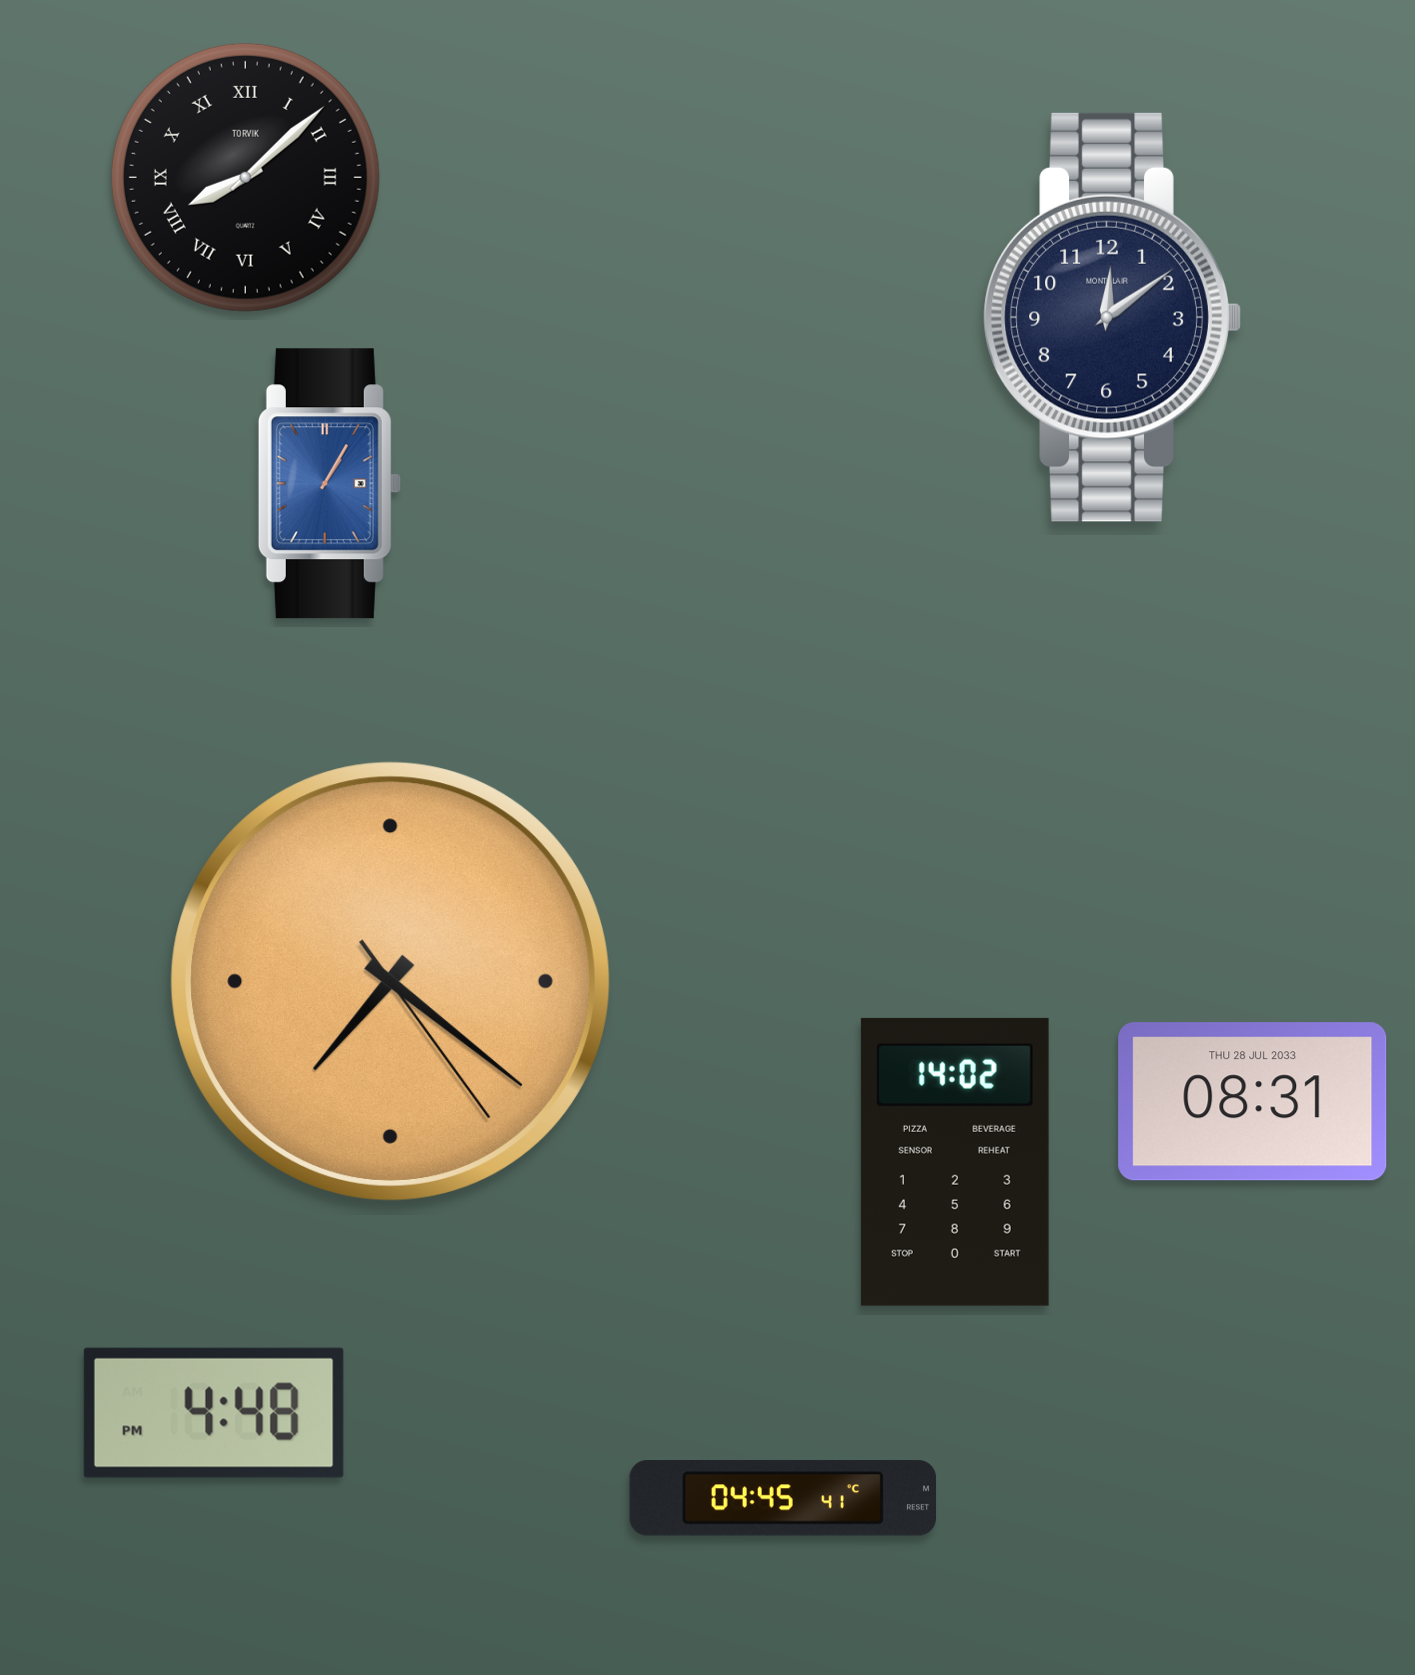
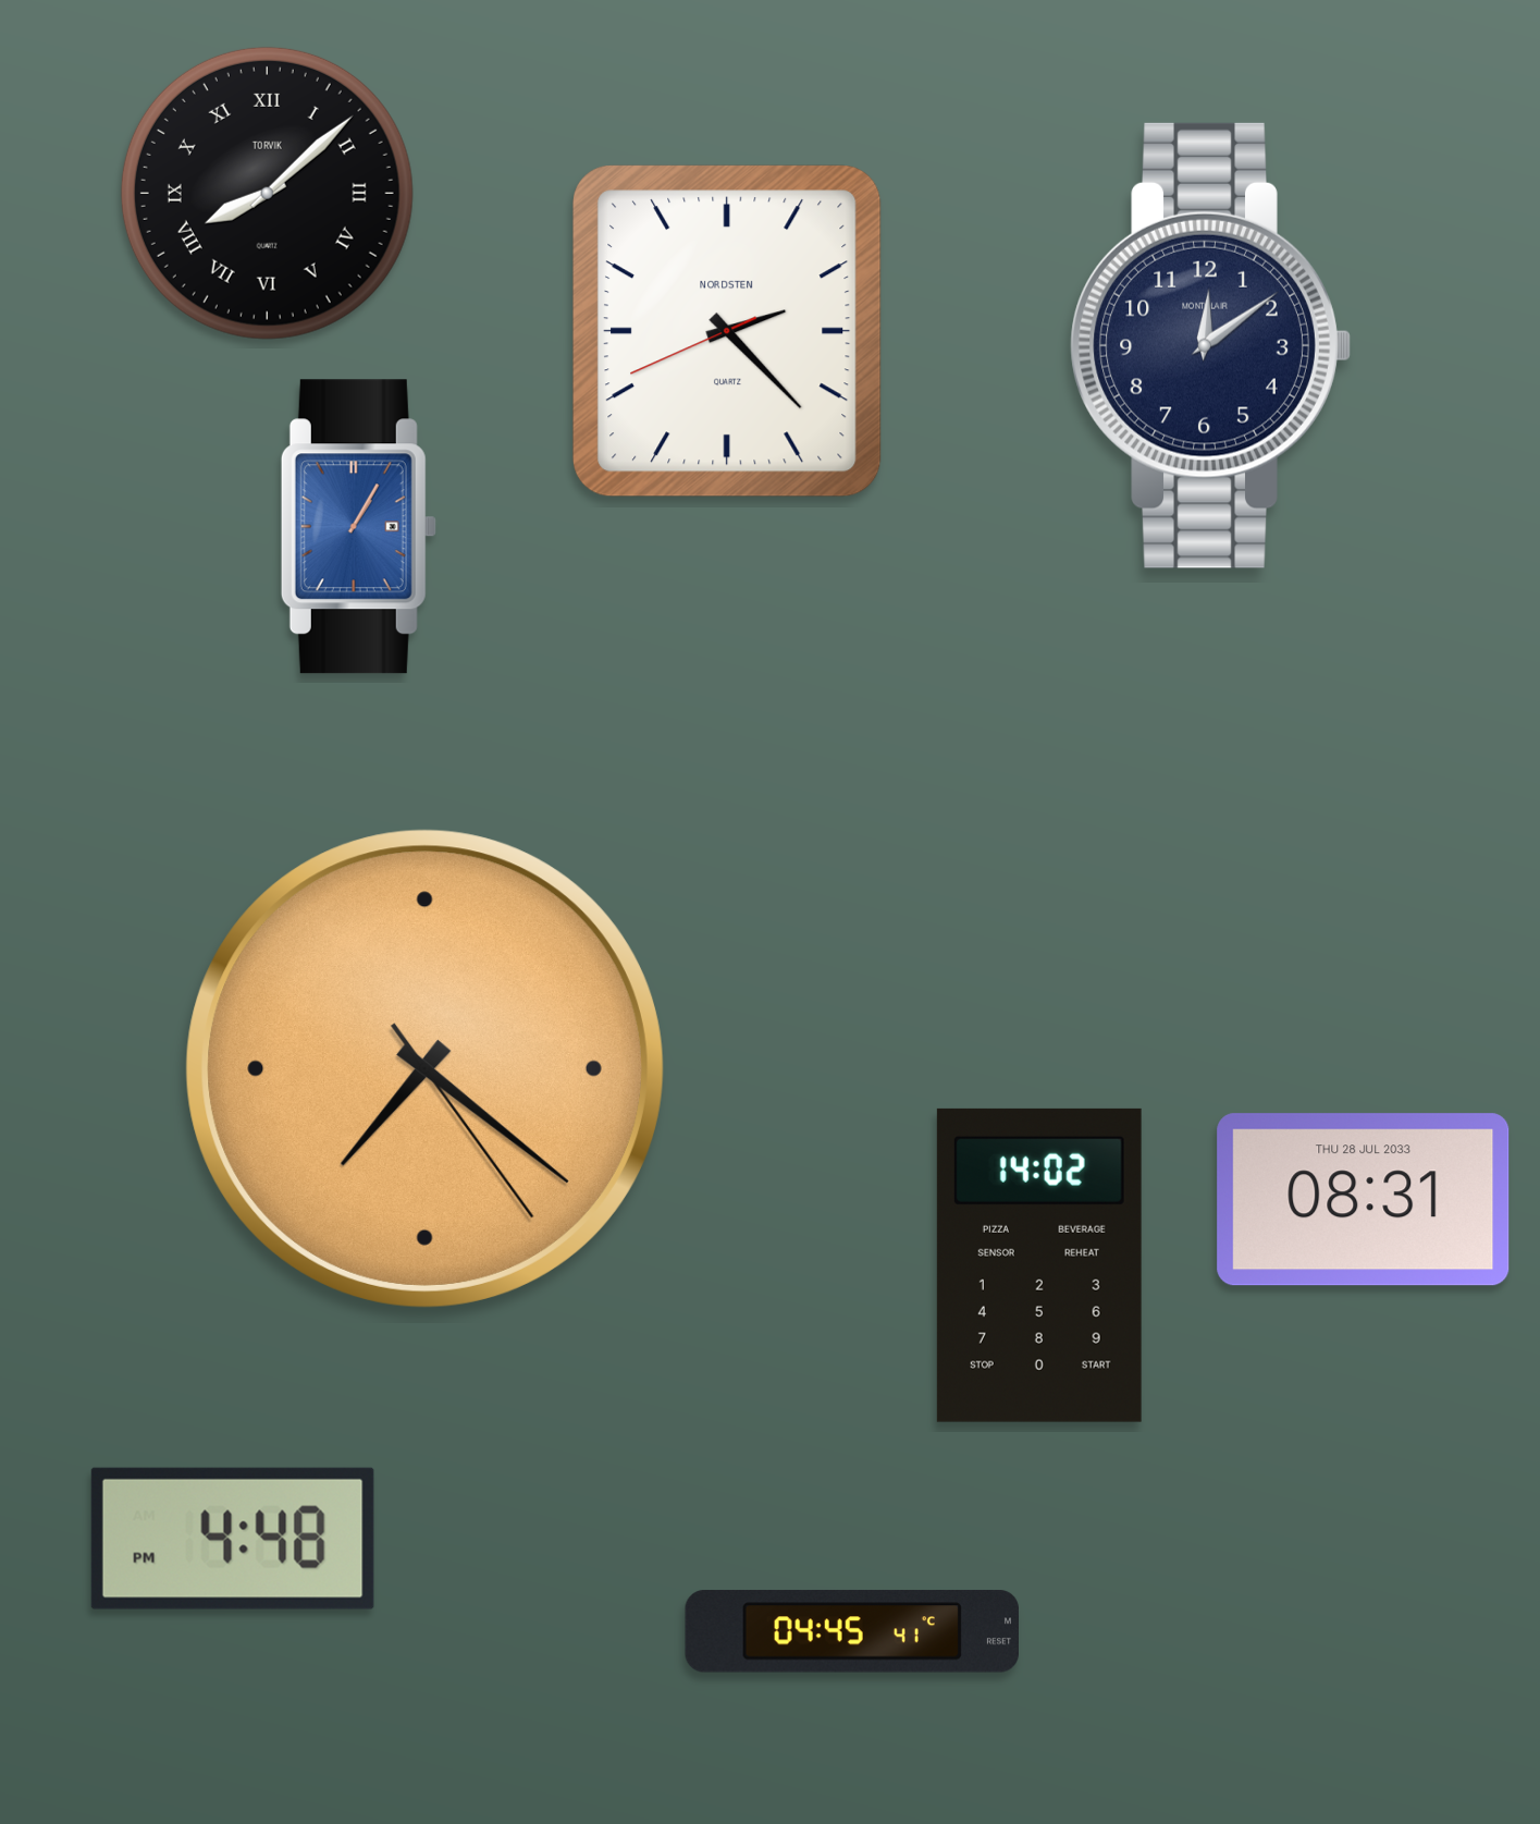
clock at (727, 332): none -> 2:22
